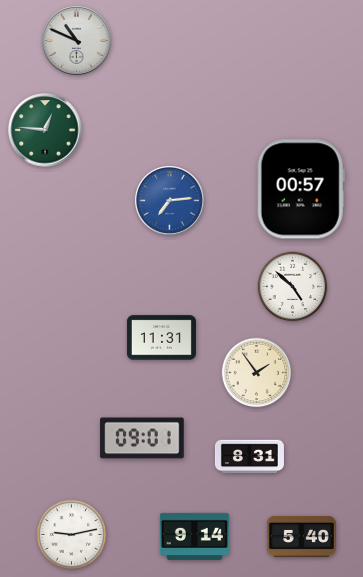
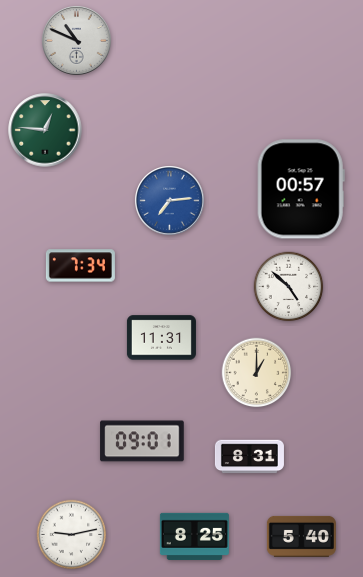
clock at (80, 266): none -> 7:34
clock at (293, 287) position: (293, 287) -> (289, 287)
clock at (257, 373): 1:54 -> 1:00
clock at (142, 438) position: (142, 438) -> (142, 441)
clock at (194, 536): 9:14 -> 8:25
